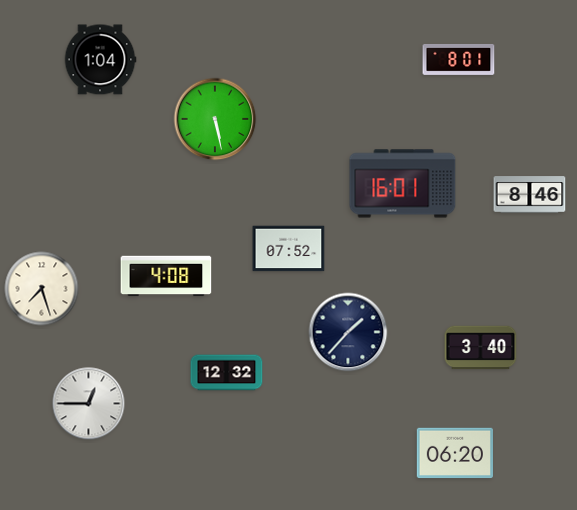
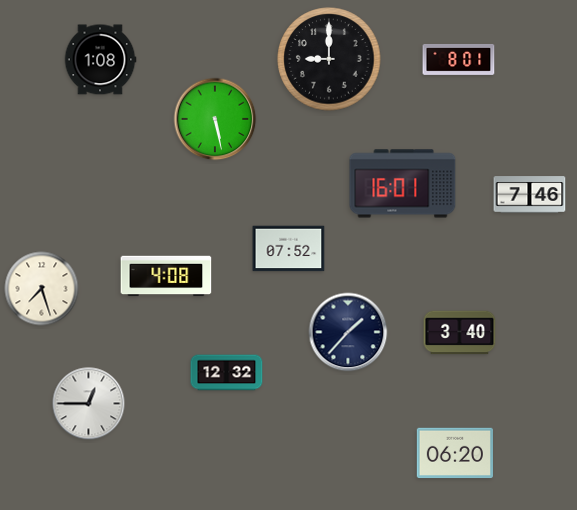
clock at (329, 59): none -> 9:00
clock at (100, 60): 1:04 -> 1:08
clock at (530, 195): 8:46 -> 7:46
clock at (481, 348) position: (481, 348) -> (460, 333)
